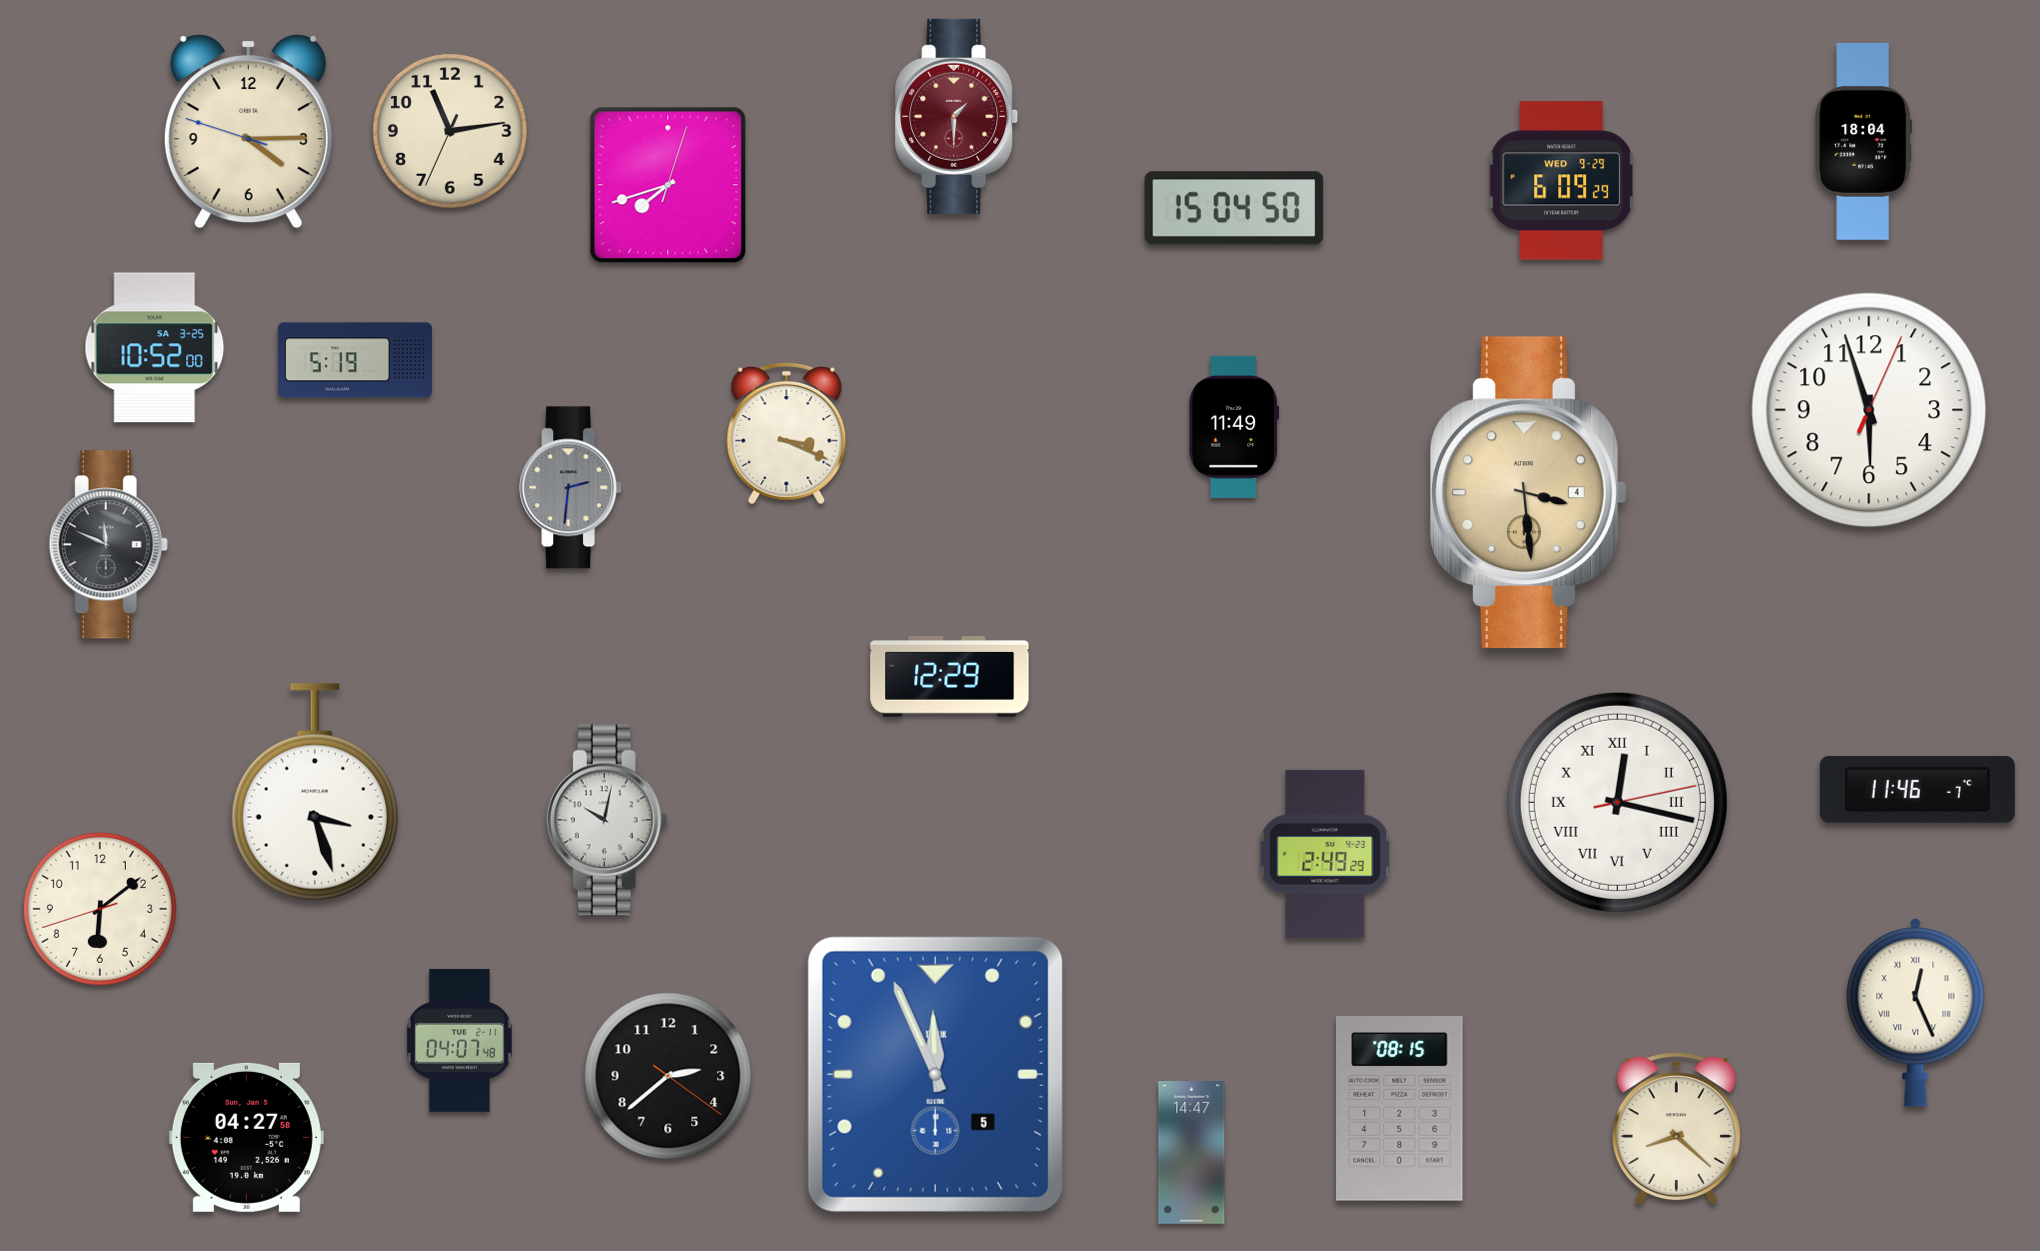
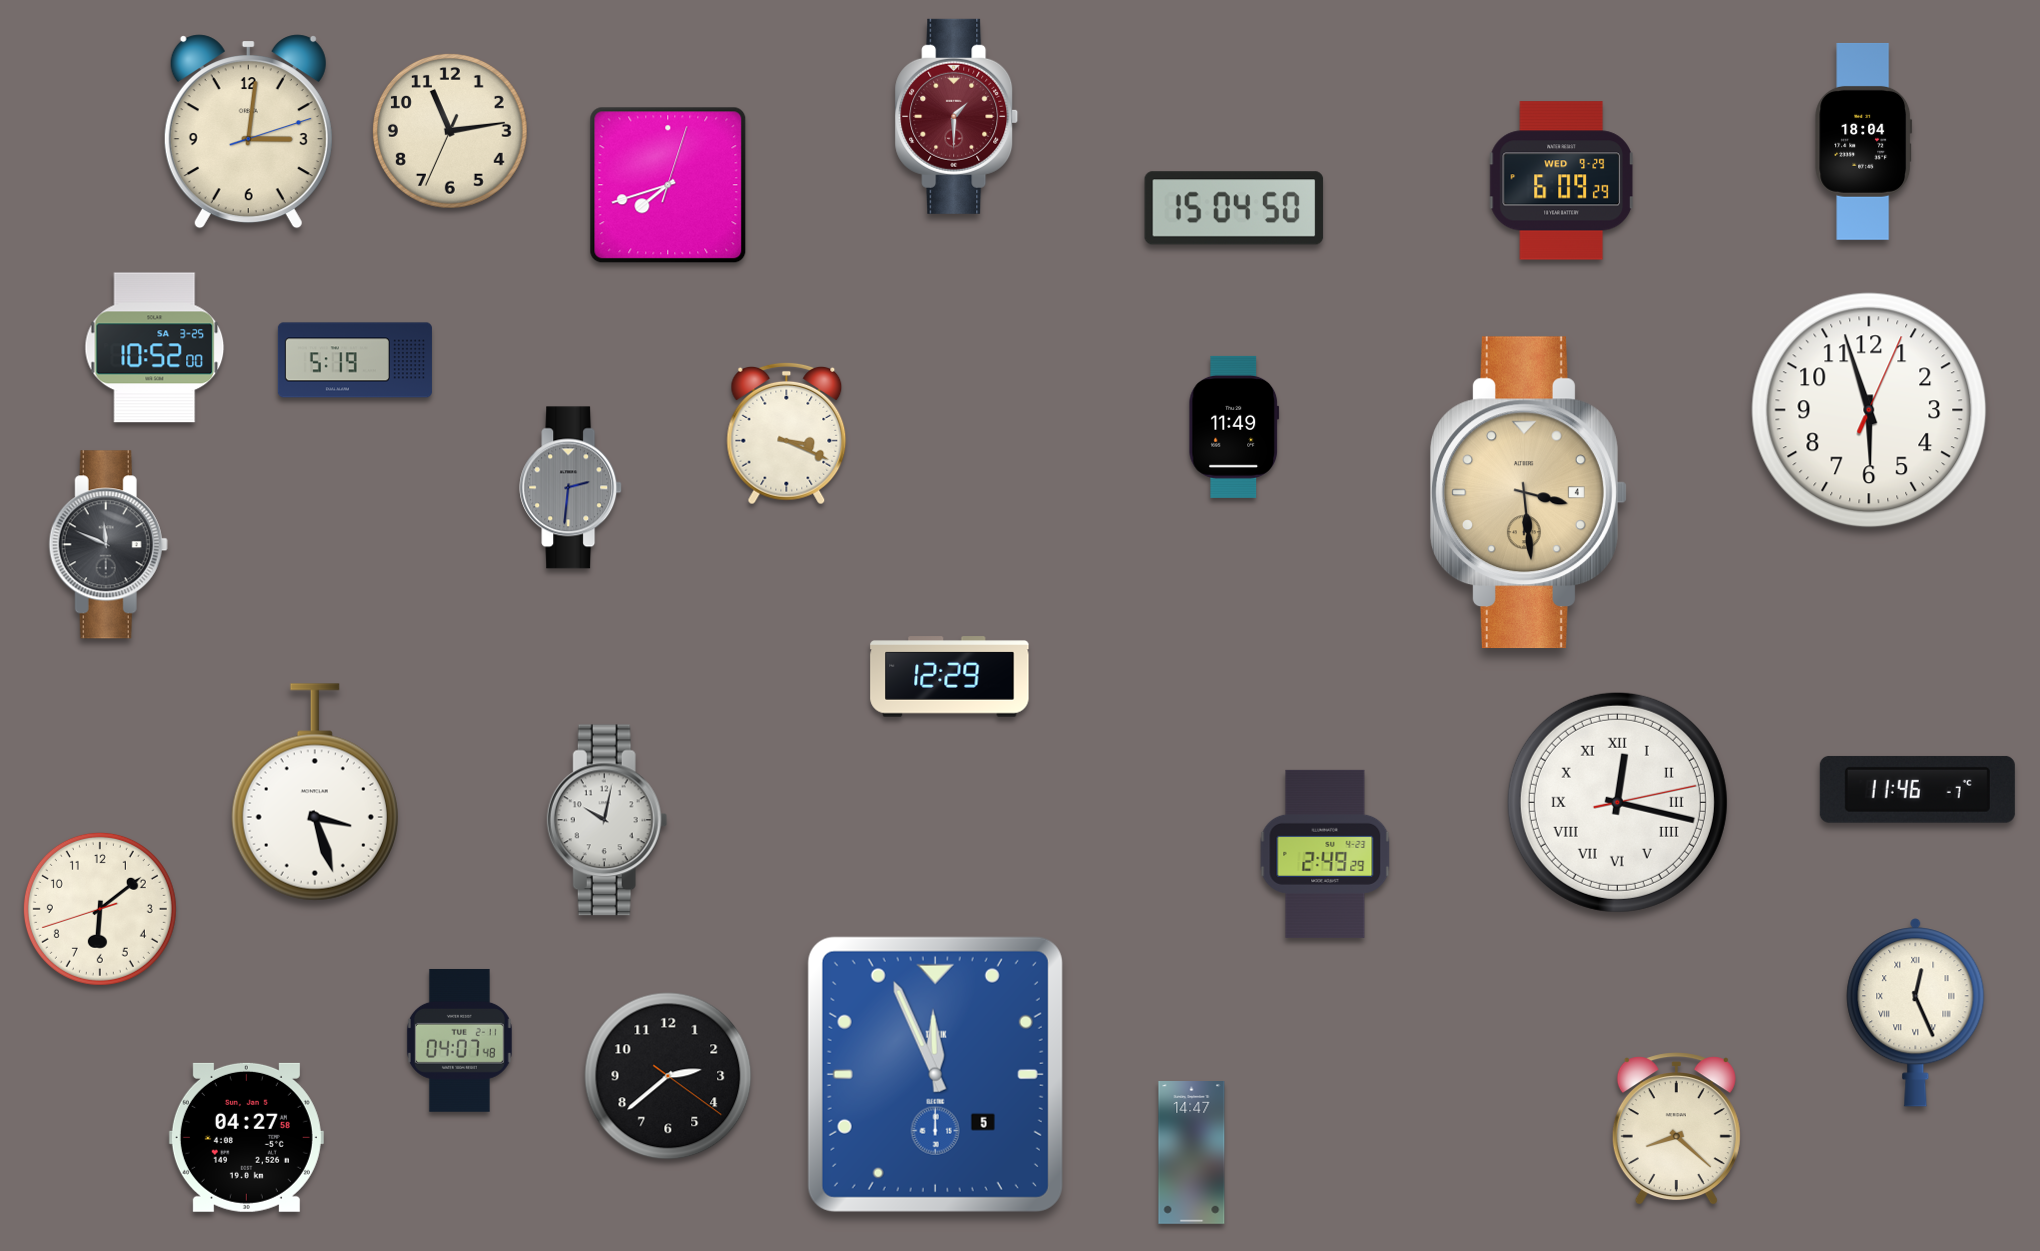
clock at (248, 132): 4:14 -> 3:01
clock at (1400, 1109): 08:15 -> none
